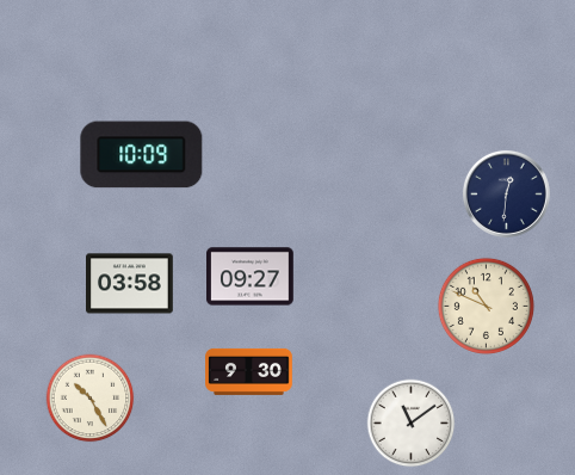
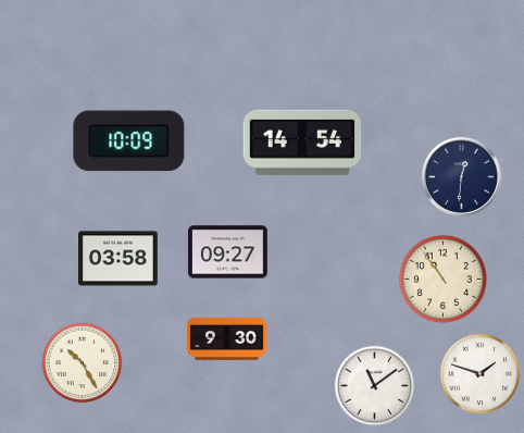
clock at (302, 143): none -> 14:54
clock at (486, 306): 10:49 -> 10:54
clock at (481, 374): none -> 1:48
